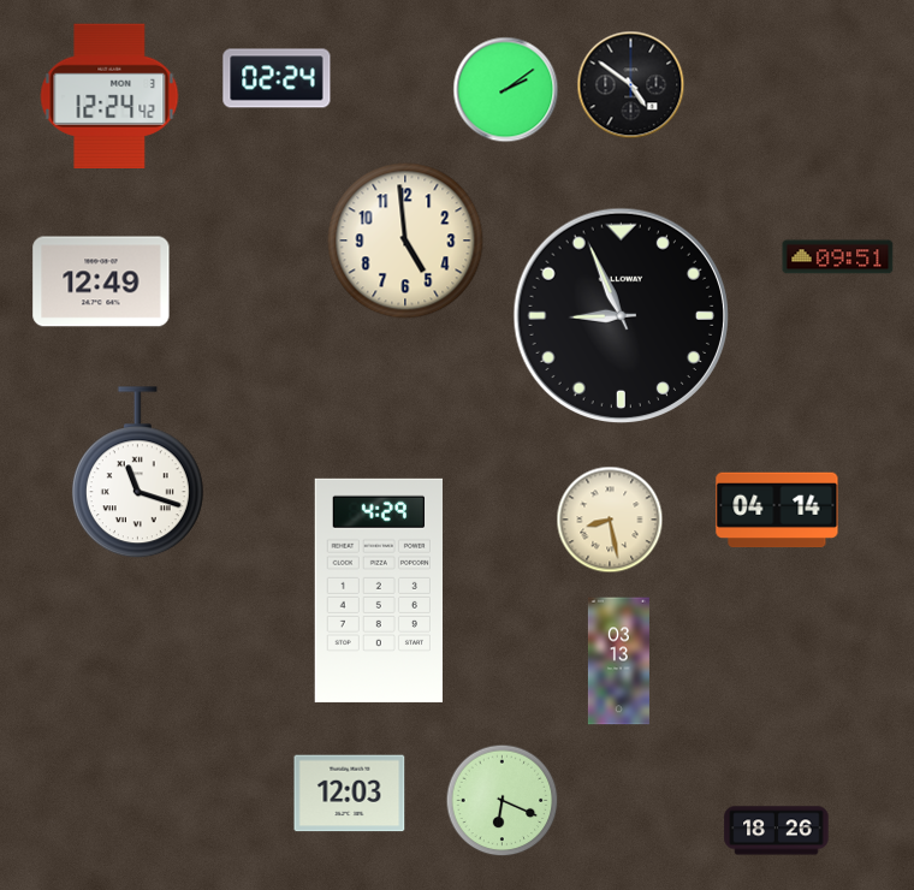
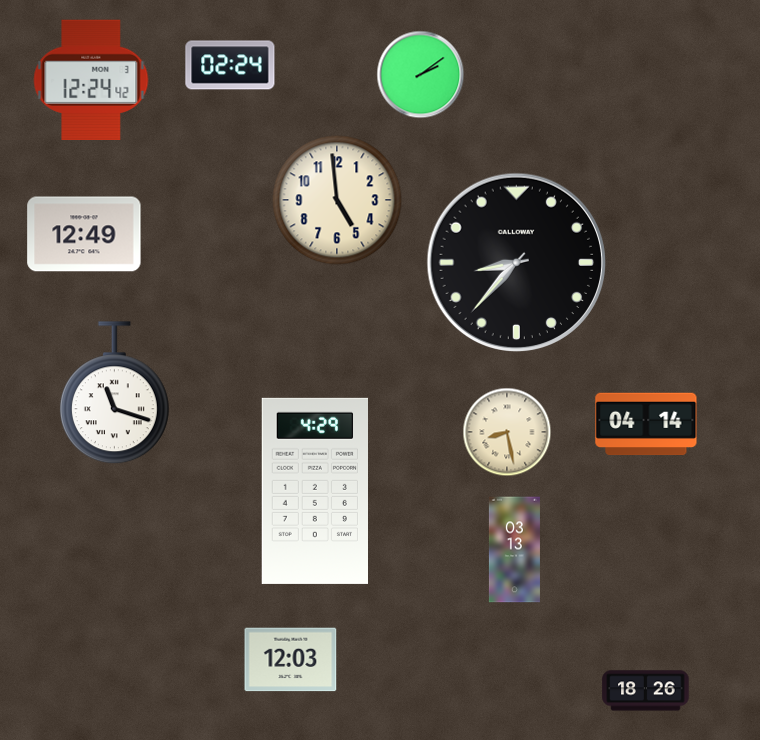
clock at (631, 85): 4:51 -> none
clock at (838, 257): 09:51 -> none
clock at (622, 316): 8:56 -> 8:37
clock at (503, 801): 6:19 -> none
